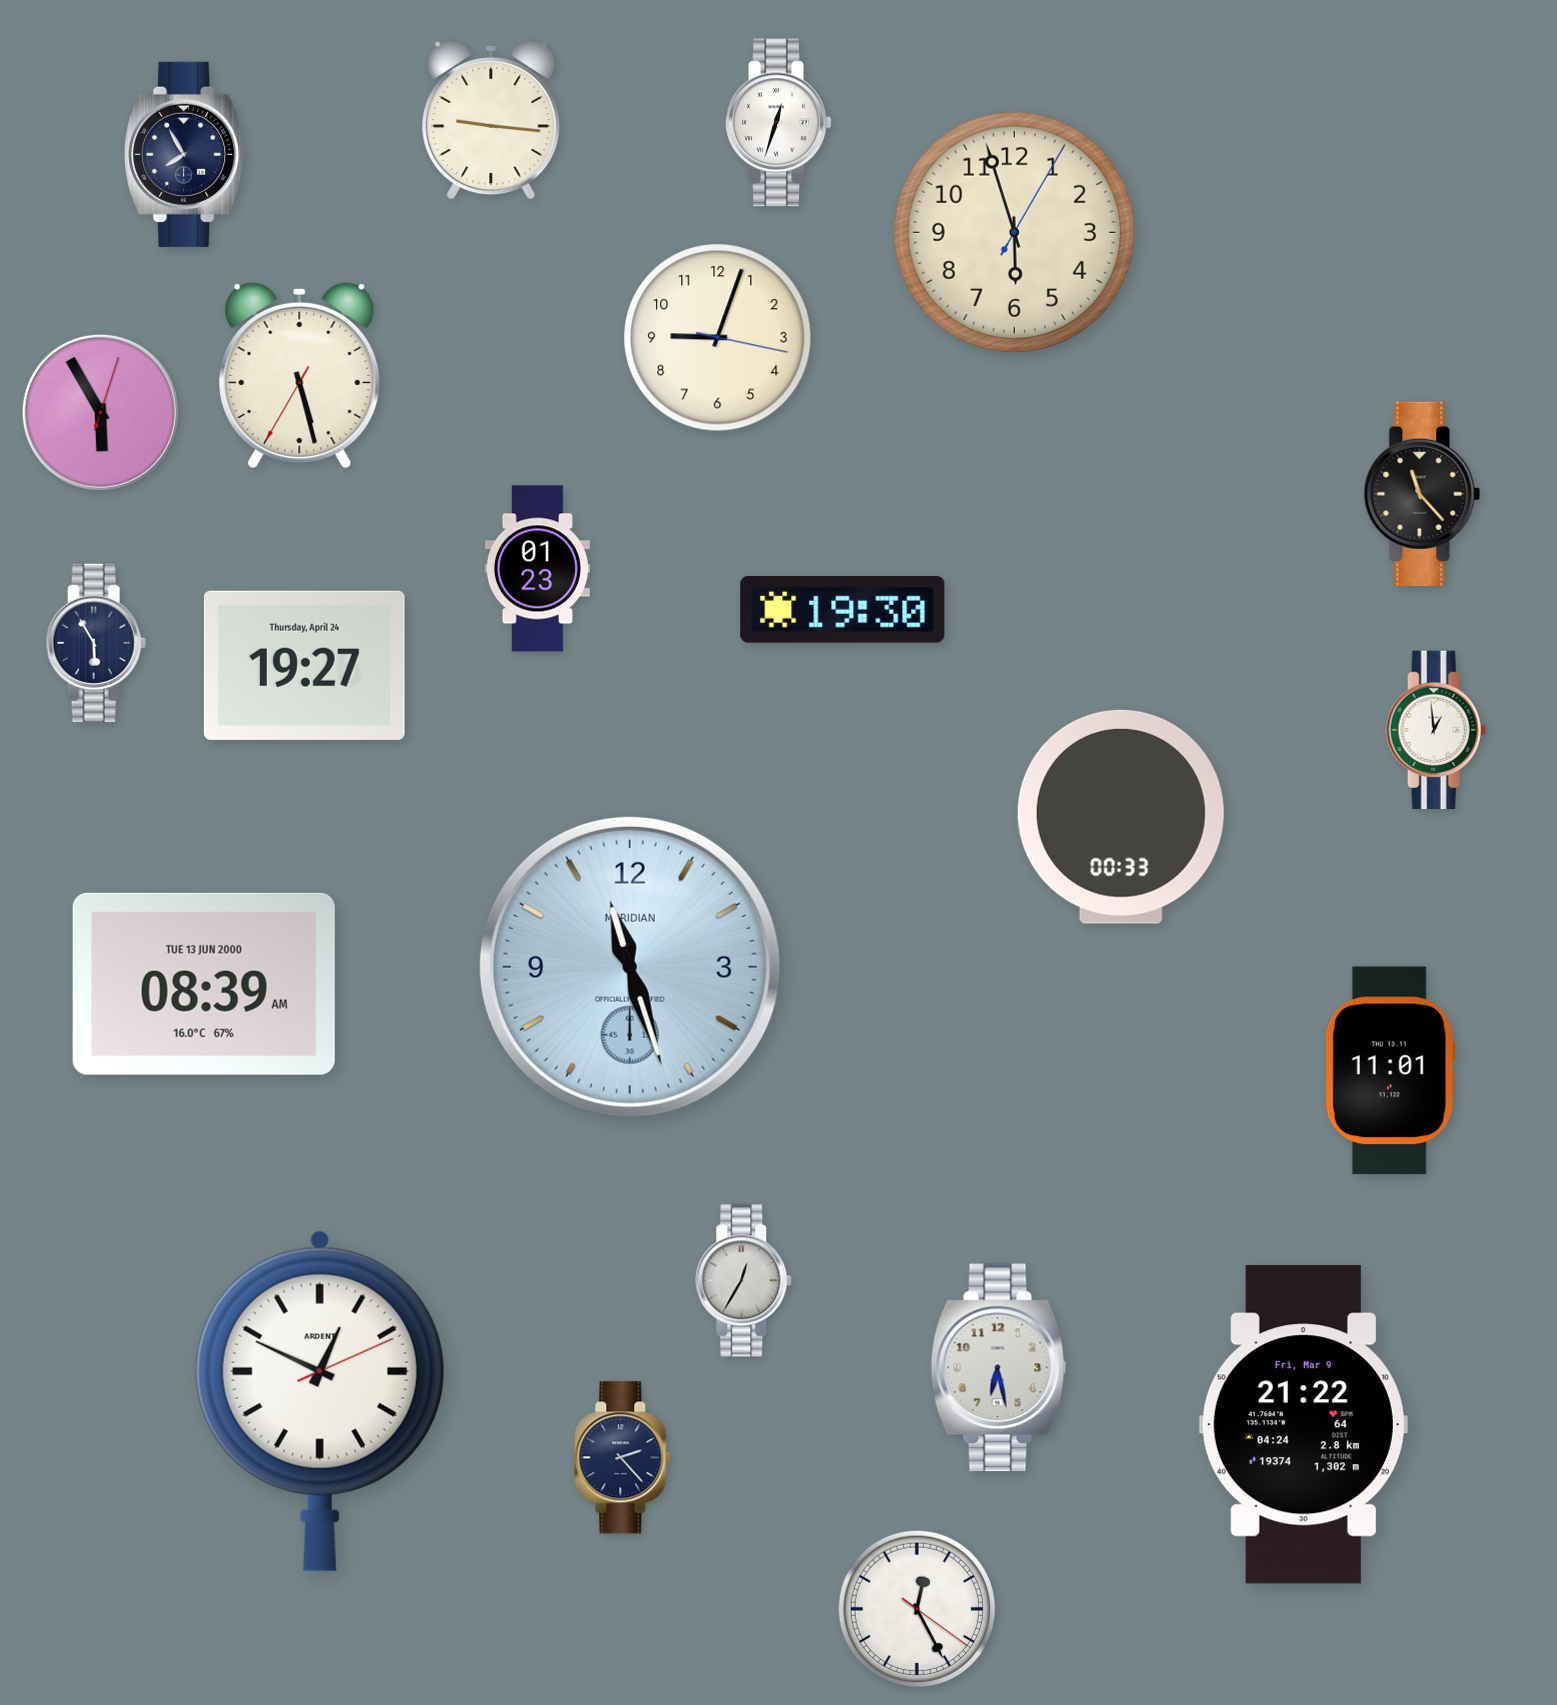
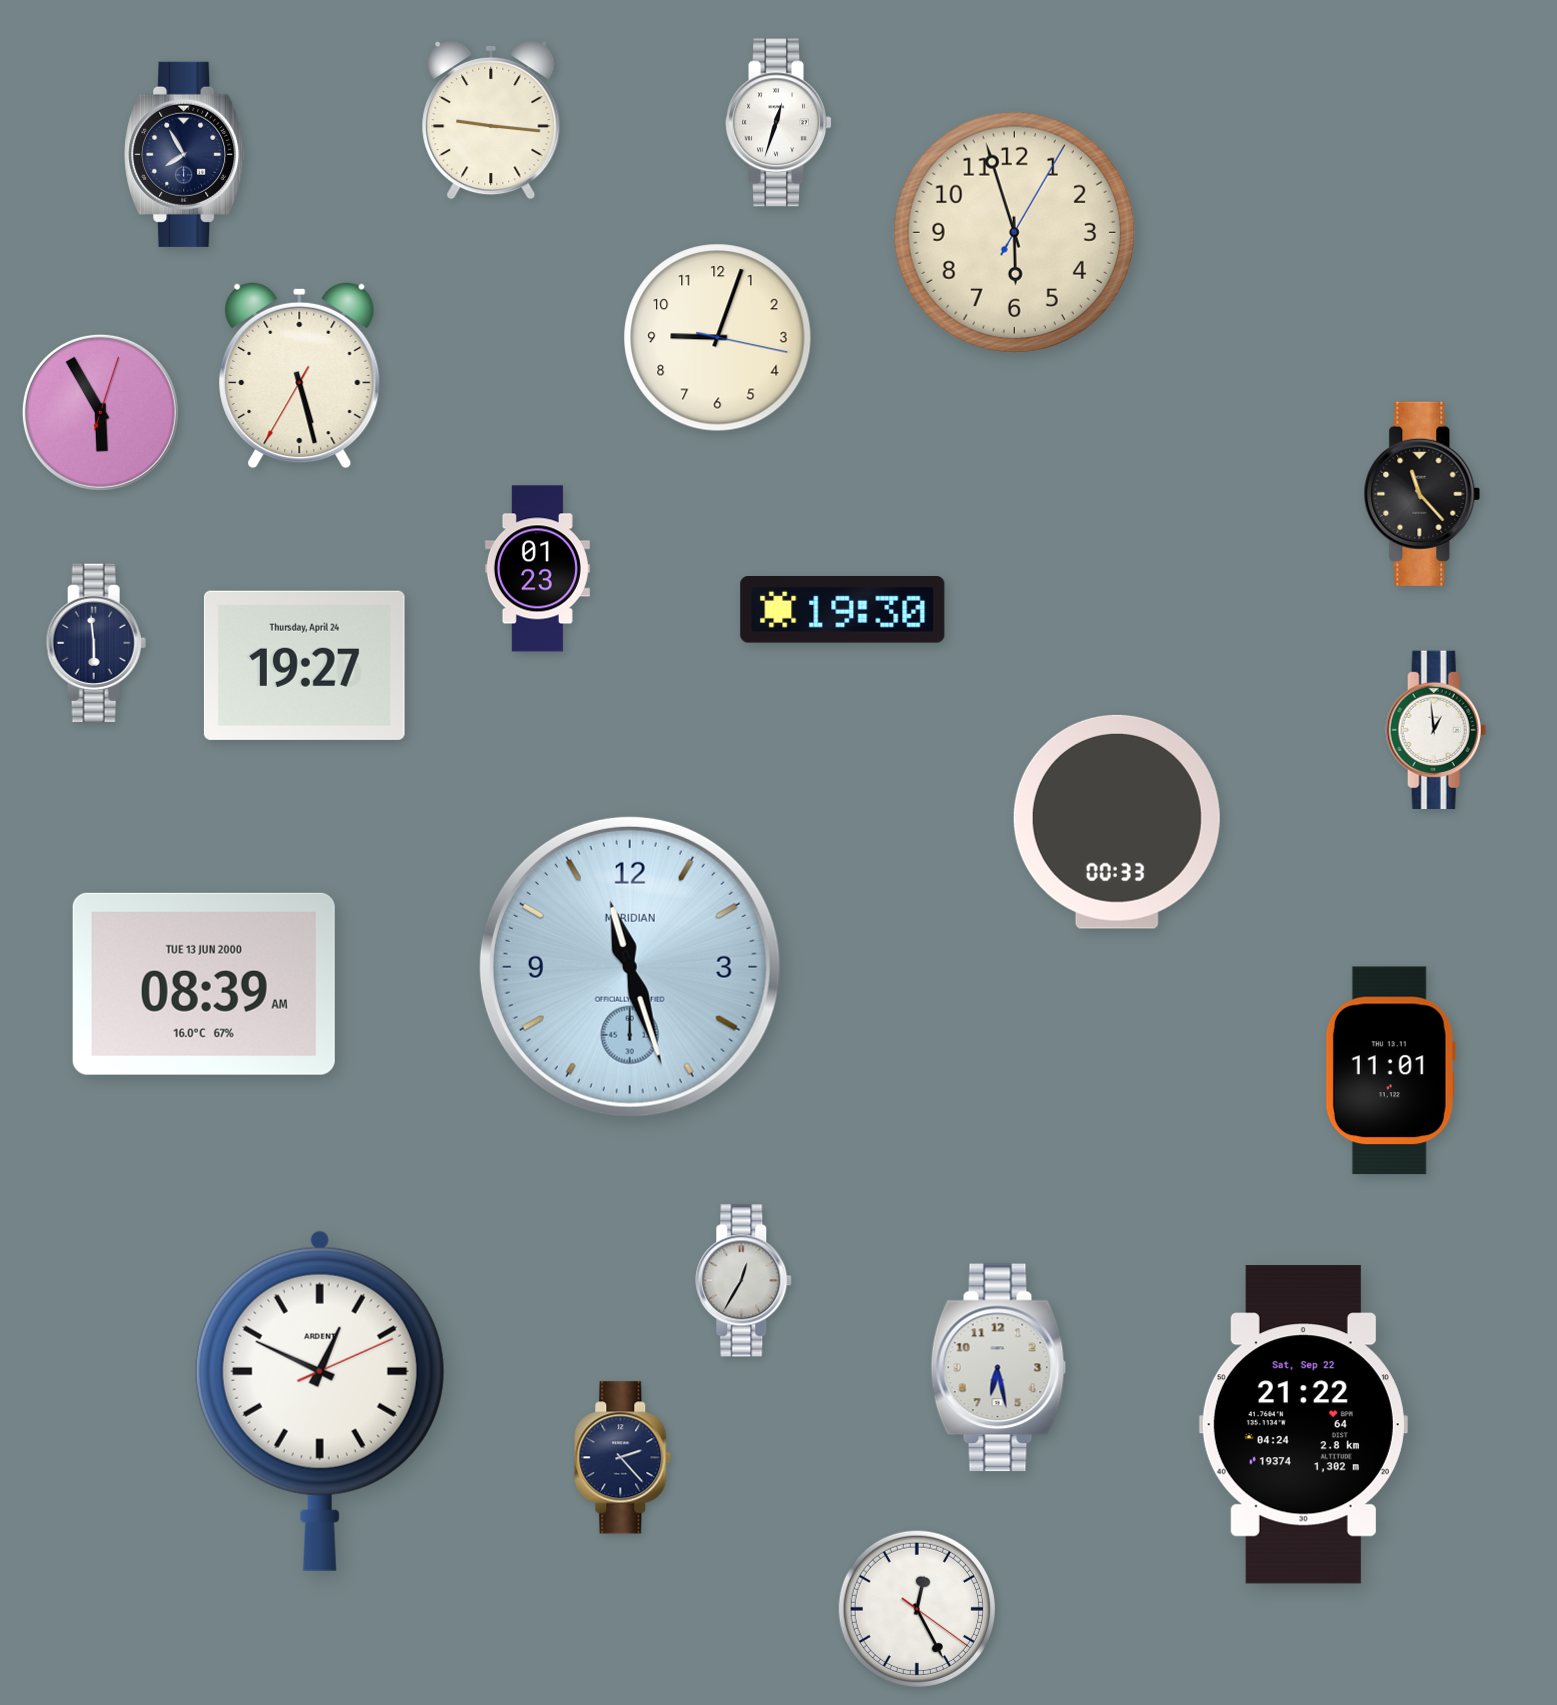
clock at (96, 642): 5:55 -> 5:59
clock at (1121, 817) position: (1121, 817) -> (1117, 822)
clock at (1303, 1425) date: Fri, Mar 9 -> Sat, Sep 22
